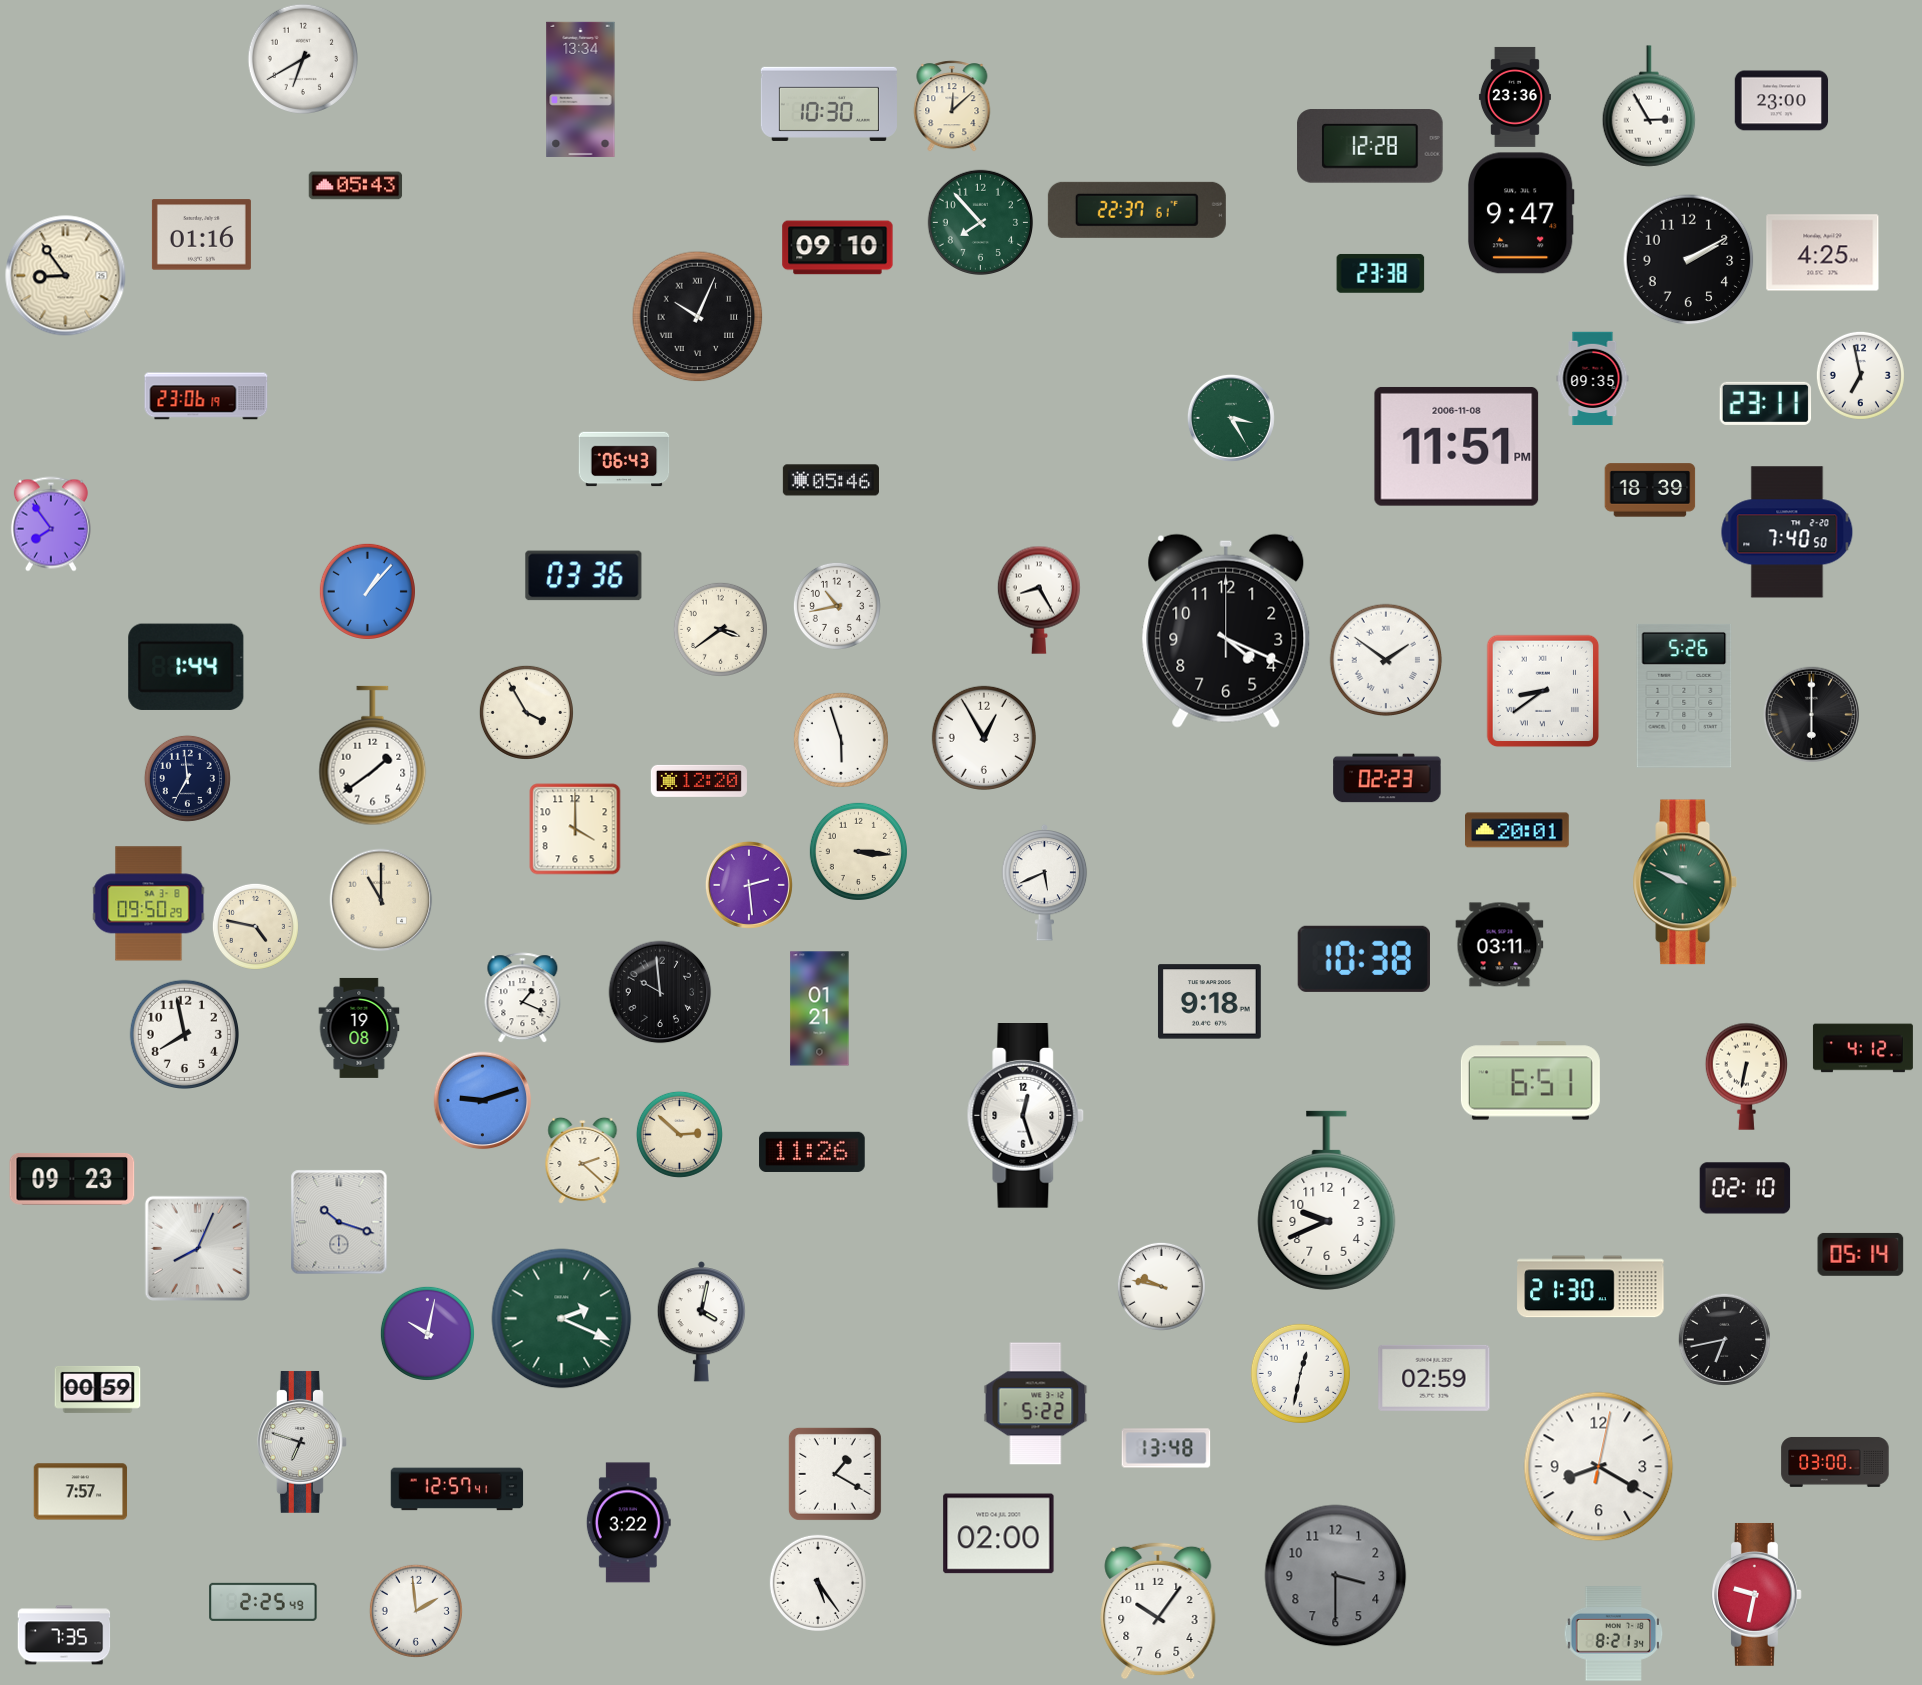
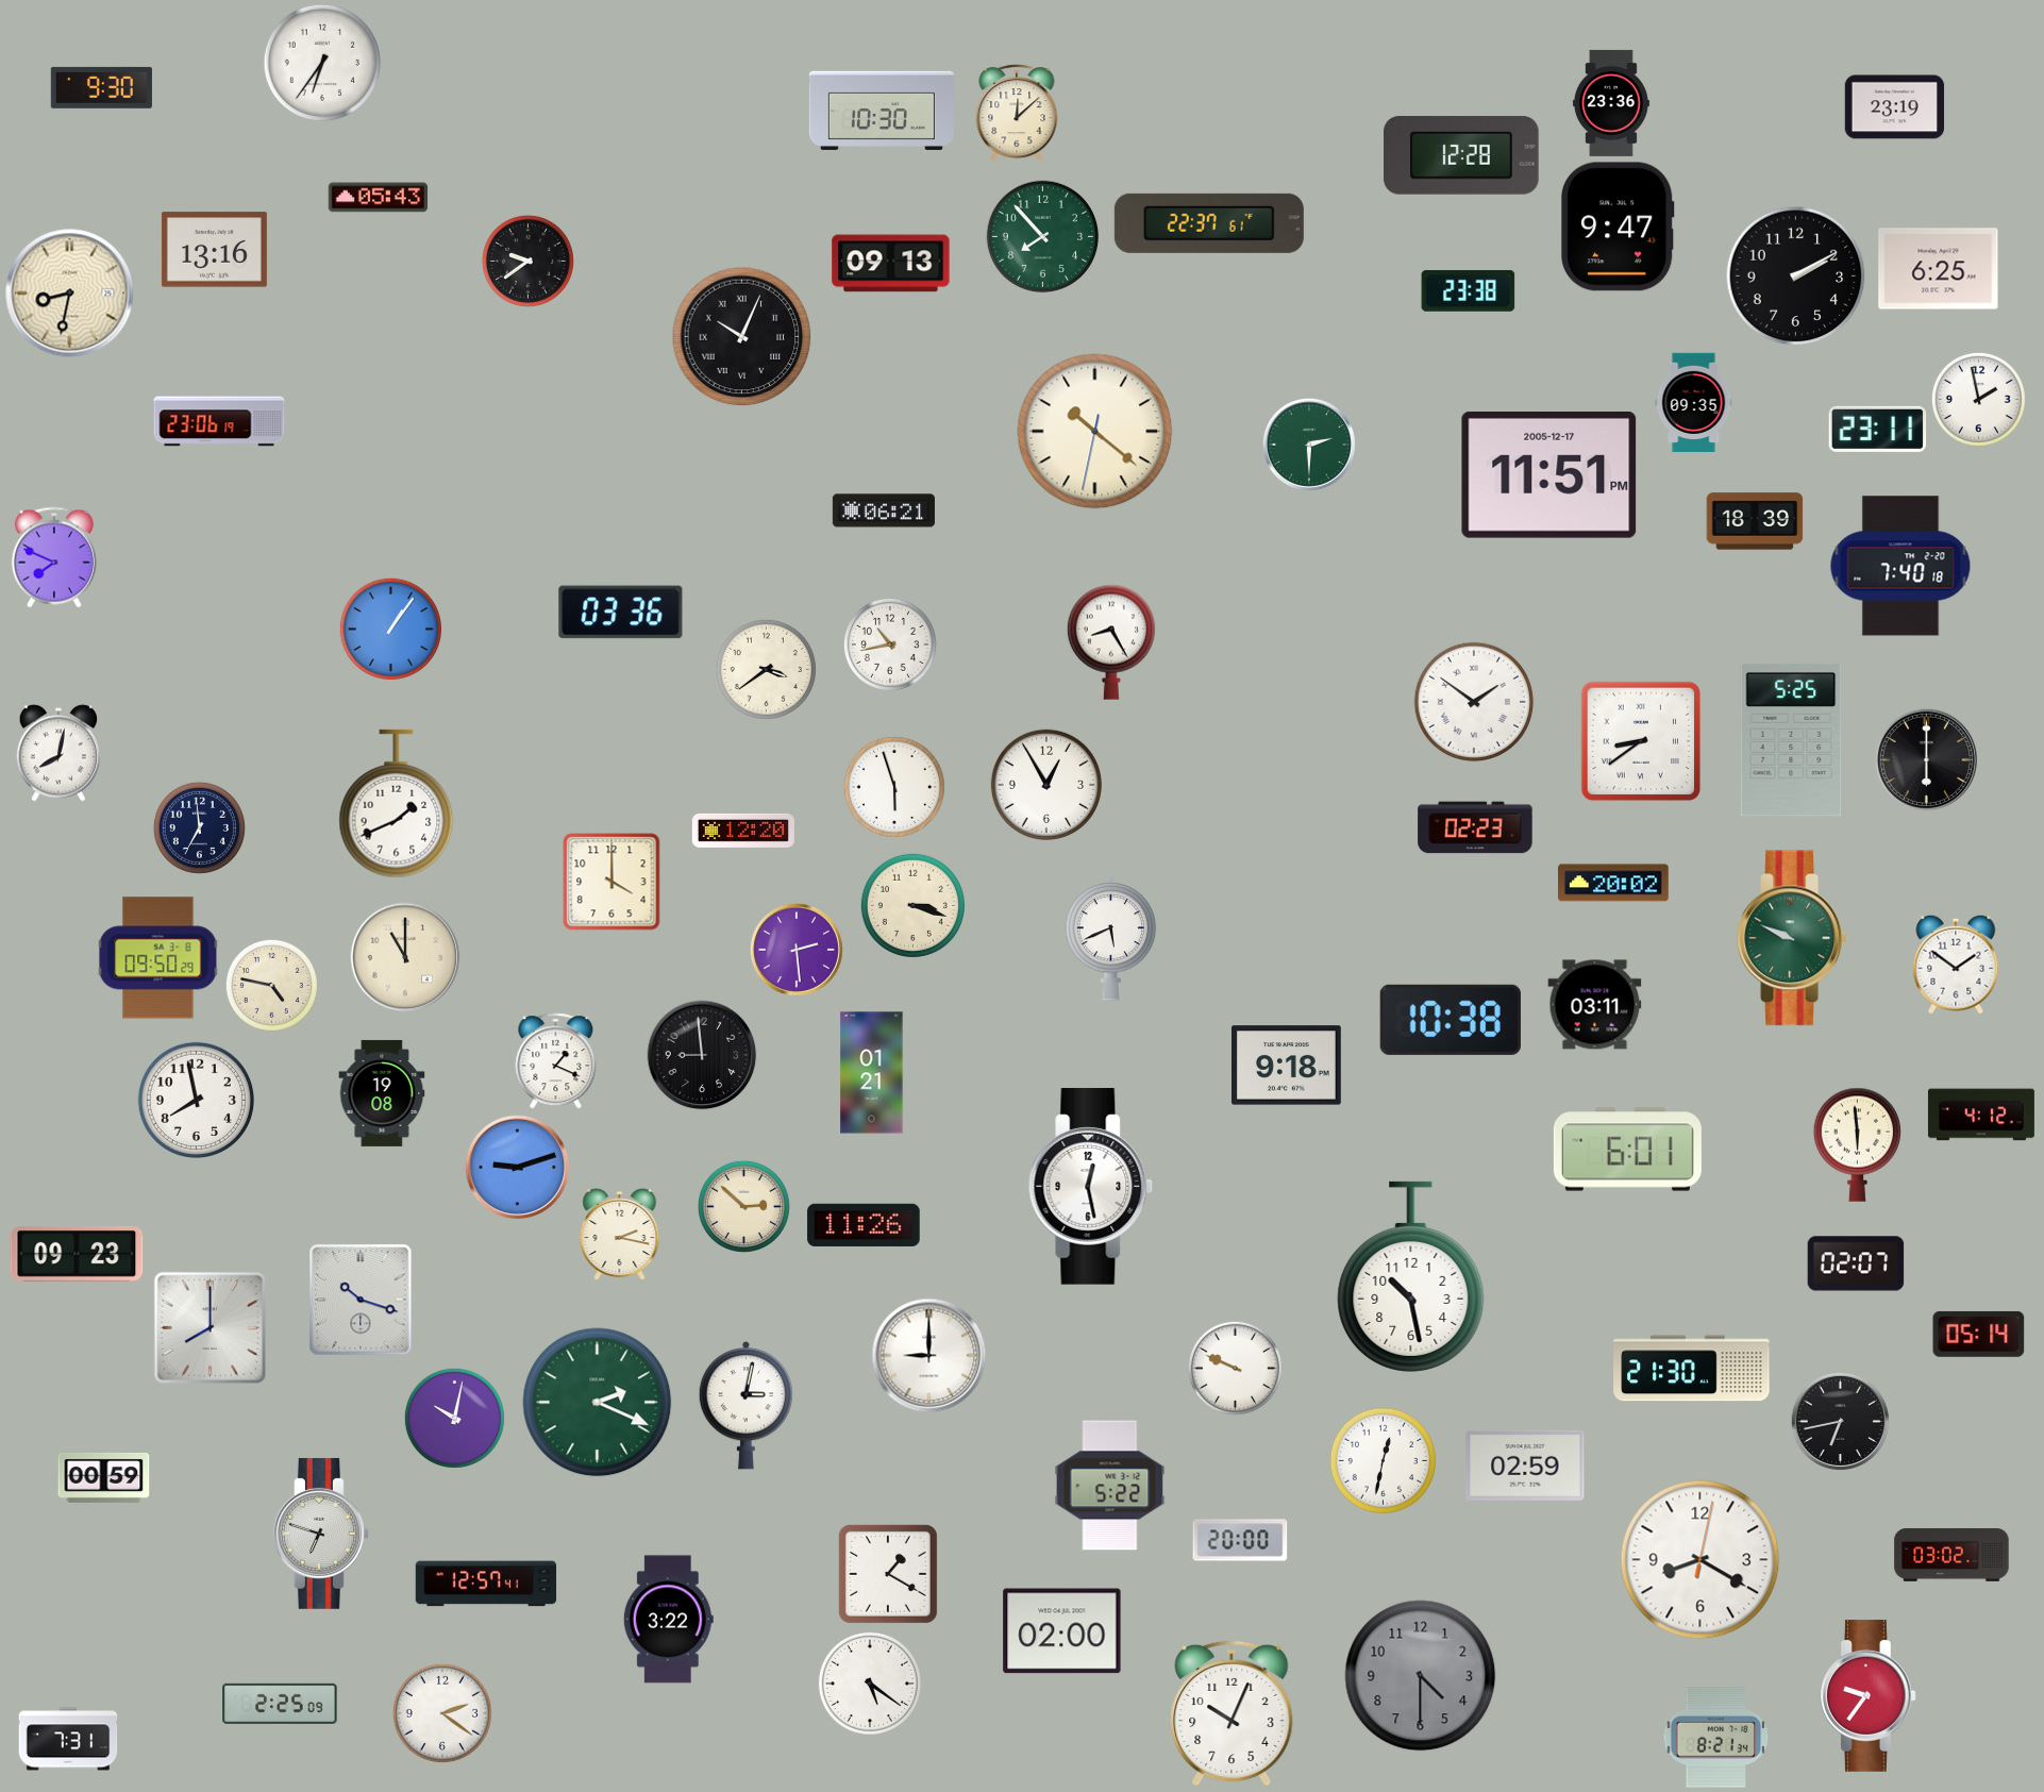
clock at (302, 58): 6:40 -> 6:36
clock at (101, 87): none -> 9:30
clock at (581, 89): 13:34 -> none
clock at (1782, 101): 23:00 -> 23:19
clock at (952, 106) position: (952, 106) -> (1017, 113)
clock at (1649, 106): 2:55 -> none
clock at (1370, 146) position: (1370, 146) -> (1461, 155)
clock at (201, 235): 01:16 -> 13:16
clock at (527, 261): none -> 9:39
clock at (838, 248): 09:10 -> 09:13
clock at (1823, 253): 4:25 -> 6:25
clock at (66, 276): 8:54 -> 8:32
clock at (1860, 375): 6:58 -> 1:58
clock at (1095, 432): none -> 10:21
clock at (1231, 418): 3:25 -> 2:30
clock at (1457, 446) date: 2006-11-08 -> 2005-12-17
clock at (624, 459): 06:43 -> none
clock at (831, 480): 05:46 -> 06:21
clock at (51, 524): 7:54 -> 7:49
clock at (1787, 532): 7:40:50 -> 7:40:18
clock at (367, 591): 1:07 -> 1:06
clock at (1039, 600) position: (1039, 600) -> (1111, 642)
clock at (1226, 631): 4:19 -> none
clock at (186, 667): 1:44 -> none
clock at (1543, 691) position: (1543, 691) -> (1641, 741)
clock at (1684, 696): 5:26 -> 5:25
clock at (58, 753): none -> 8:02
clock at (526, 712): 3:55 -> none
clock at (373, 756): 1:39 -> 1:41
clock at (1517, 830): 20:01 -> 20:02
clock at (858, 851): 3:16 -> 3:18
clock at (749, 885) position: (749, 885) -> (797, 950)
clock at (149, 904) position: (149, 904) -> (158, 958)
clock at (1956, 965): none -> 1:51
clock at (660, 992): 9:59 -> 8:59
clock at (1746, 1076): 6:32 -> 5:59
clock at (1530, 1081): 6:51 -> 6:01
clock at (483, 1101) position: (483, 1101) -> (518, 1168)
clock at (1026, 1116): 12:27 -> 12:28
clock at (679, 1134) position: (679, 1134) -> (743, 1206)
clock at (583, 1160): 2:22 -> 2:17
clock at (1745, 1188): 02:10 -> 02:07
clock at (1327, 1200): 9:41 -> 10:28
clock at (197, 1248): 8:04 -> 8:00
clock at (929, 1356): none -> 9:00
clock at (1161, 1286): 9:47 -> 9:49
clock at (701, 1322): 4:02 -> 3:02
clock at (1724, 1339) position: (1724, 1339) -> (1840, 1421)
clock at (1036, 1404) position: (1036, 1404) -> (1110, 1486)
clock at (1166, 1448): 13:48 -> 20:00
clock at (1835, 1462): 03:00 -> 03:02
clock at (835, 1474) position: (835, 1474) -> (888, 1574)
clock at (81, 1492): 7:57 -> none
clock at (1336, 1576): 3:30 -> 4:30
clock at (818, 1583): 5:24 -> 5:21
clock at (1757, 1594): 9:32 -> 9:36
clock at (263, 1602): 2:25:49 -> 2:25:09
clock at (416, 1611): 1:59 -> 2:21
clock at (1158, 1611): 10:06 -> 10:04
clock at (64, 1635): 7:35 -> 7:31
